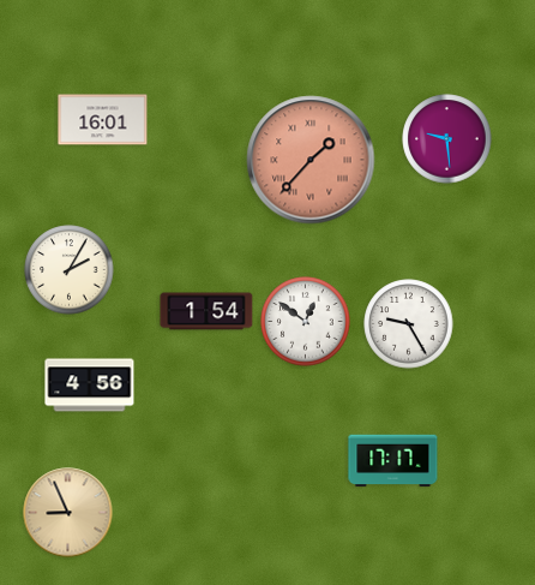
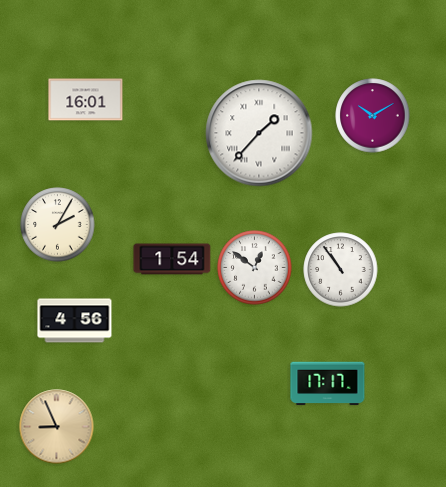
clock at (447, 139): 9:29 -> 10:10
clock at (311, 160) dial: salmon -> white
clock at (409, 324): 9:25 -> 10:54
